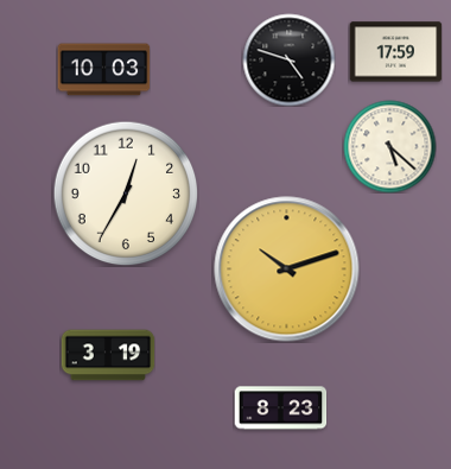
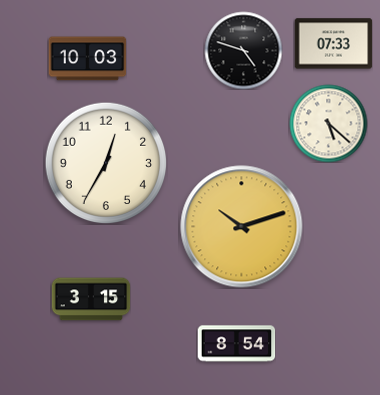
clock at (395, 52): 17:59 -> 07:33
clock at (108, 355): 3:19 -> 3:15
clock at (280, 408): 8:23 -> 8:54
